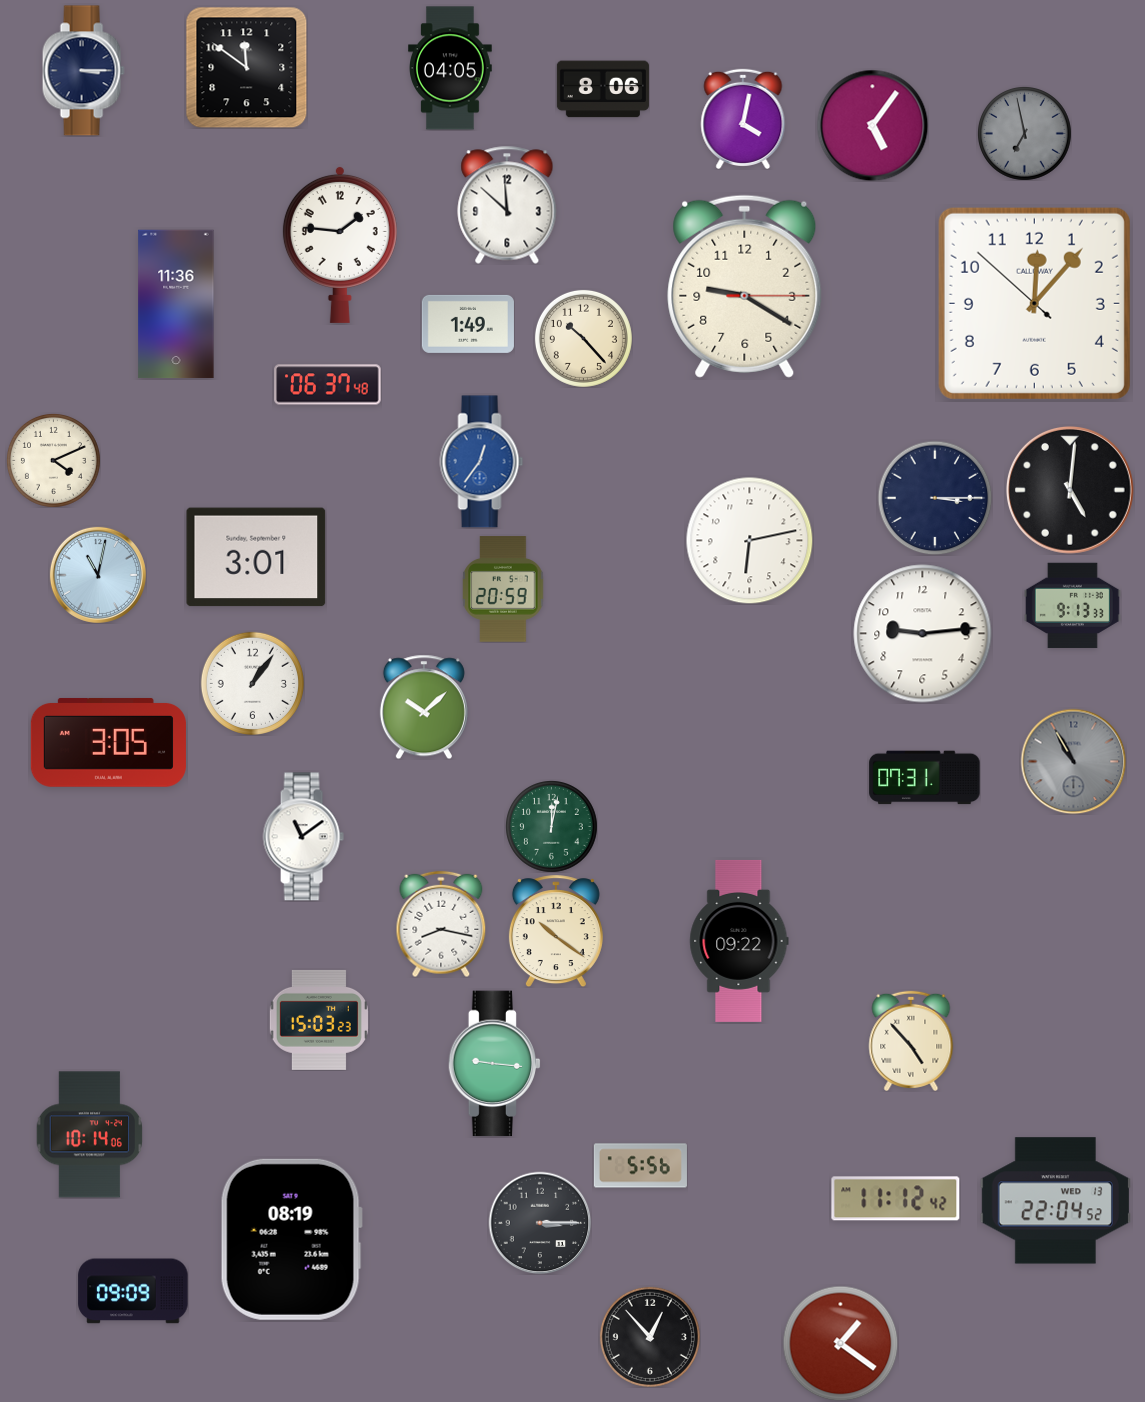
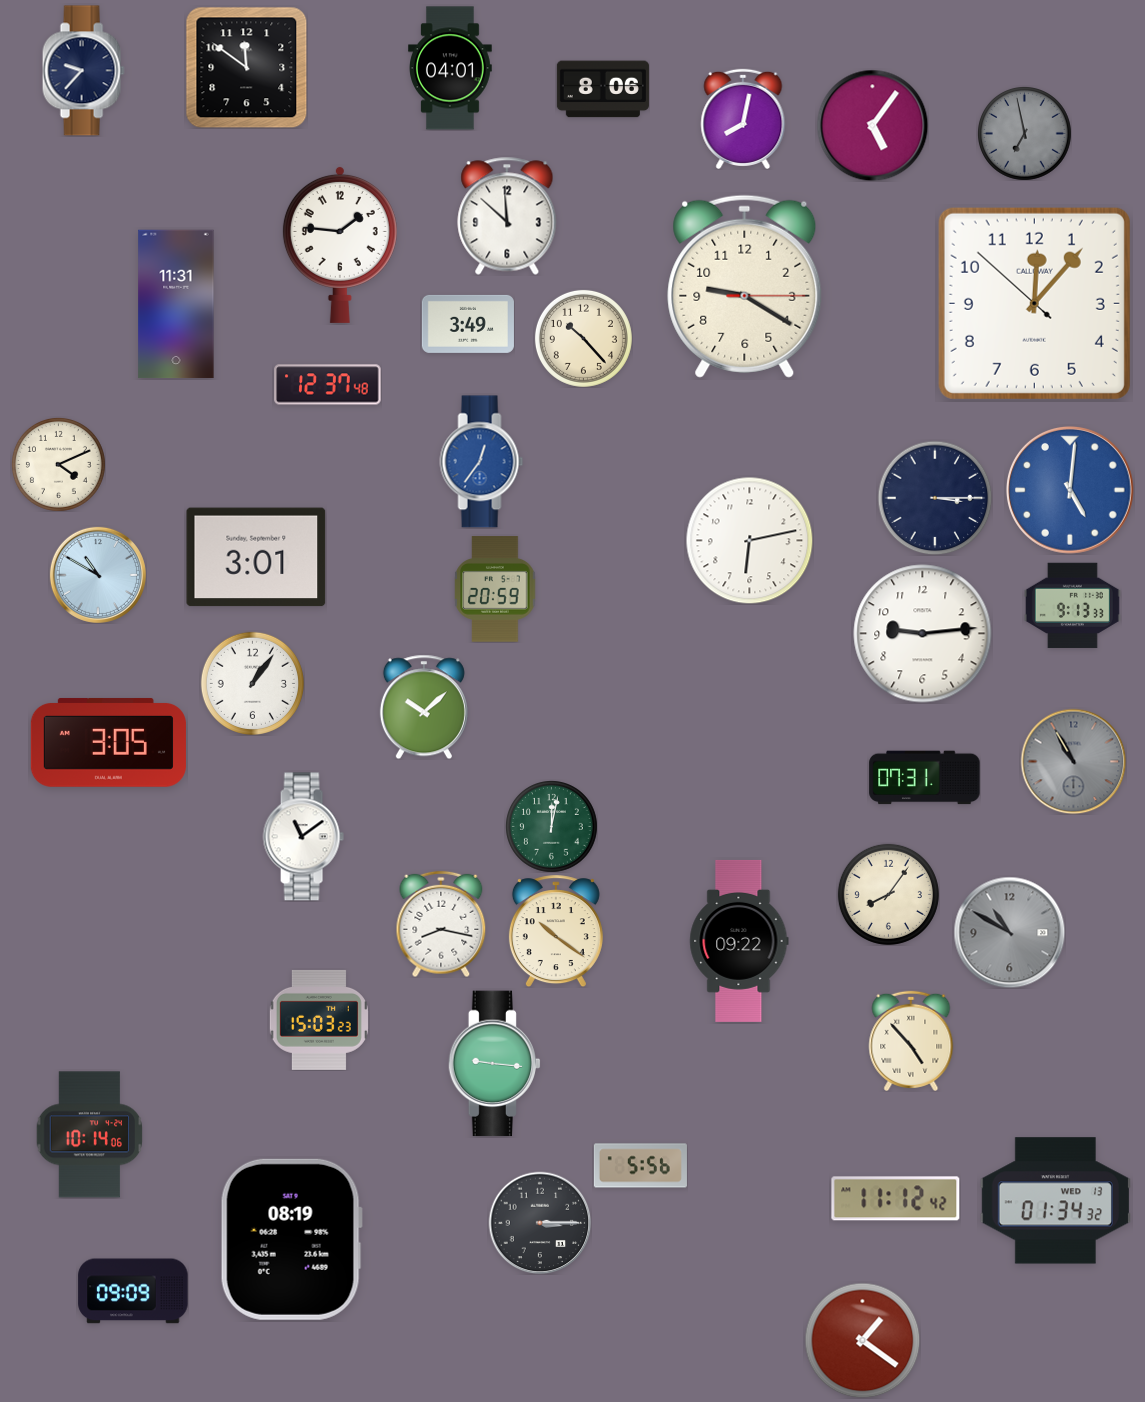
clock at (451, 68): 04:05 -> 04:01
clock at (83, 71): 3:15 -> 9:37
clock at (743, 119): 4:02 -> 8:02
clock at (507, 205) position: (507, 205) -> (507, 216)
clock at (176, 304): 11:36 -> 11:31
clock at (468, 324): 1:49 -> 3:49
clock at (328, 385): 06:37 -> 12:37
clock at (53, 460) position: (53, 460) -> (58, 464)
clock at (1070, 490) dial: black -> blue
clock at (98, 575): 11:02 -> 10:50
clock at (503, 589) position: (503, 589) -> (495, 589)
clock at (888, 894): none -> 8:06
clock at (1009, 932): none -> 10:50
clock at (1055, 1201): 22:04 -> 01:34
clock at (650, 1337): 12:53 -> none
clock at (840, 1343) position: (840, 1343) -> (862, 1340)
